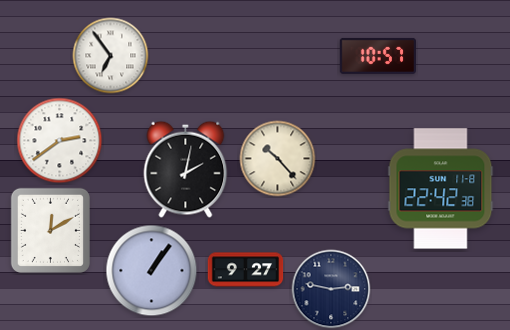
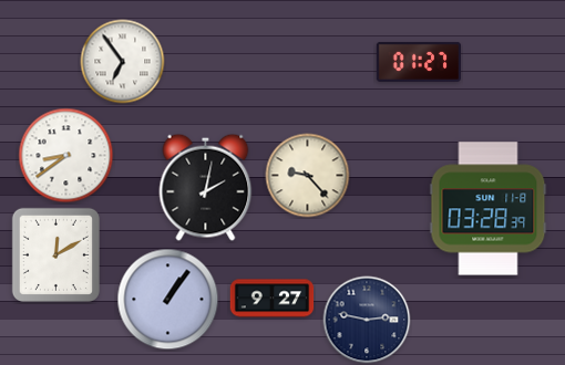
clock at (377, 56): 10:57 -> 01:27
clock at (60, 141): 2:39 -> 8:39
clock at (278, 159): 10:23 -> 9:23
clock at (441, 189): 22:42 -> 03:28
